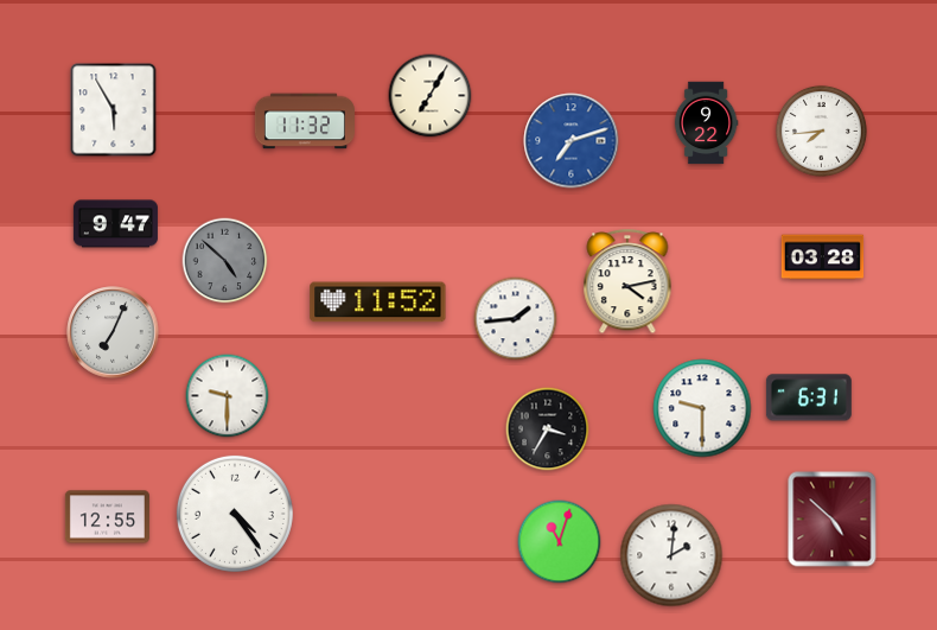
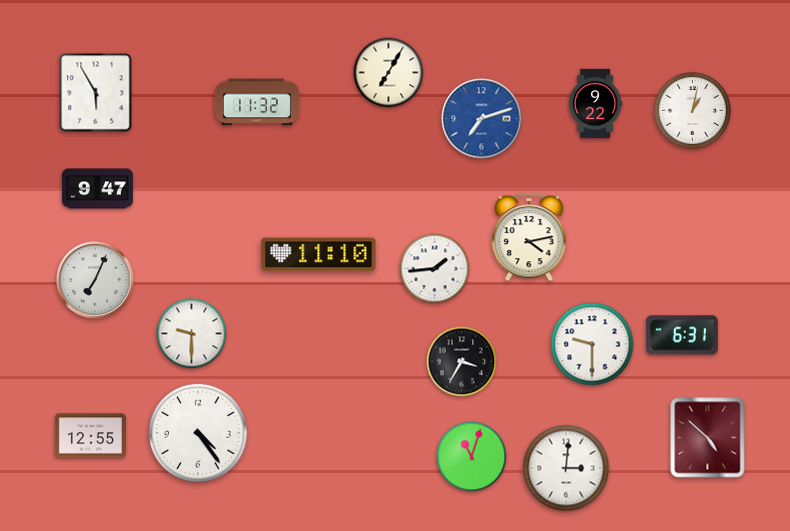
clock at (431, 96) position: (431, 96) -> (389, 73)
clock at (821, 131): 7:44 -> 1:02
clock at (823, 257): 03:28 -> none
clock at (225, 261): 4:52 -> none
clock at (378, 303): 11:52 -> 11:10
clock at (833, 520) position: (833, 520) -> (708, 438)
clock at (671, 555): 2:01 -> 3:01
